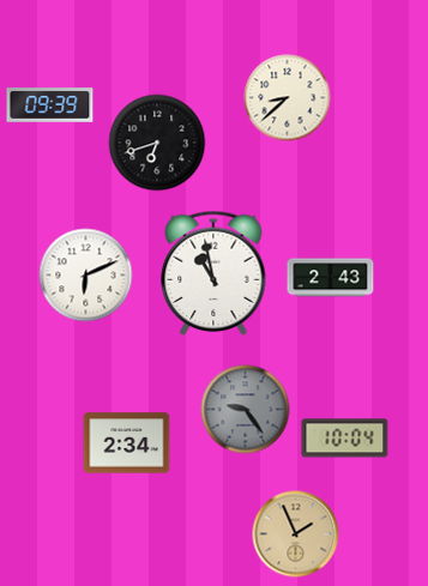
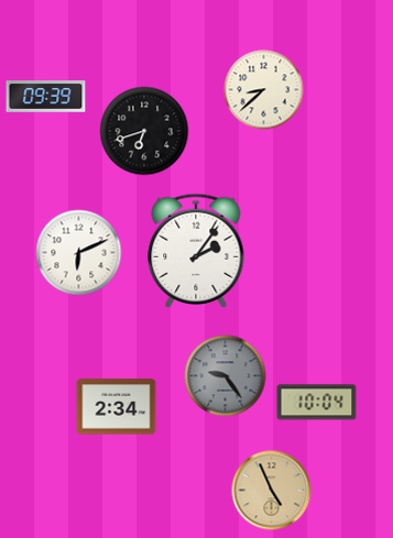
clock at (213, 272): 10:58 -> 2:06
clock at (331, 278): 2:43 -> none
clock at (296, 534): 1:56 -> 4:56
